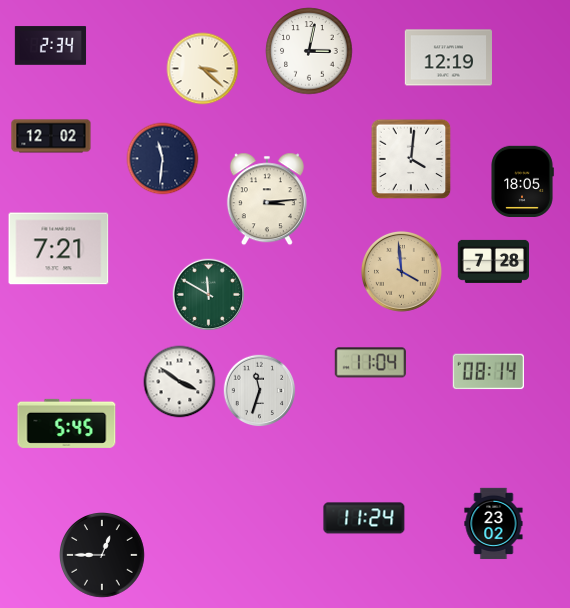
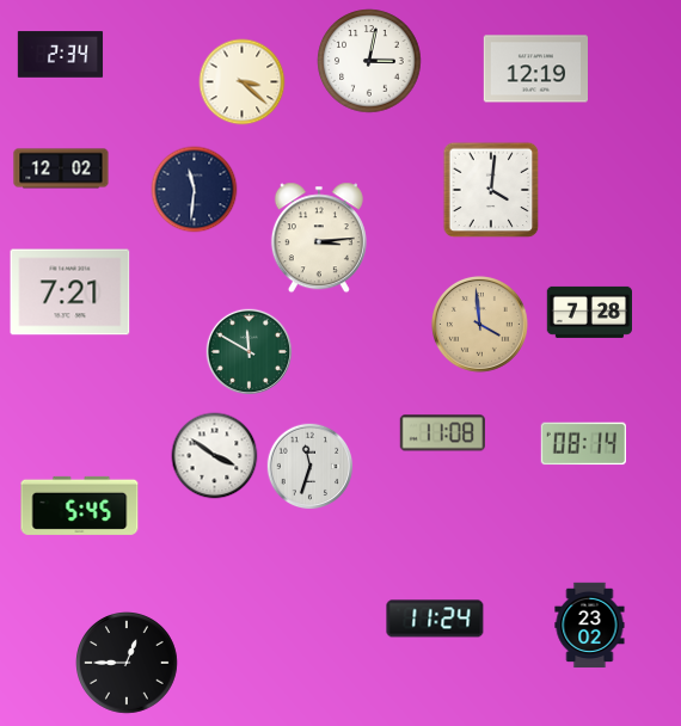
clock at (51, 136) position: (51, 136) -> (61, 168)
clock at (522, 181): 18:05 -> none
clock at (59, 249) position: (59, 249) -> (70, 293)
clock at (370, 363): 11:04 -> 11:08
clock at (103, 556) position: (103, 556) -> (128, 664)
